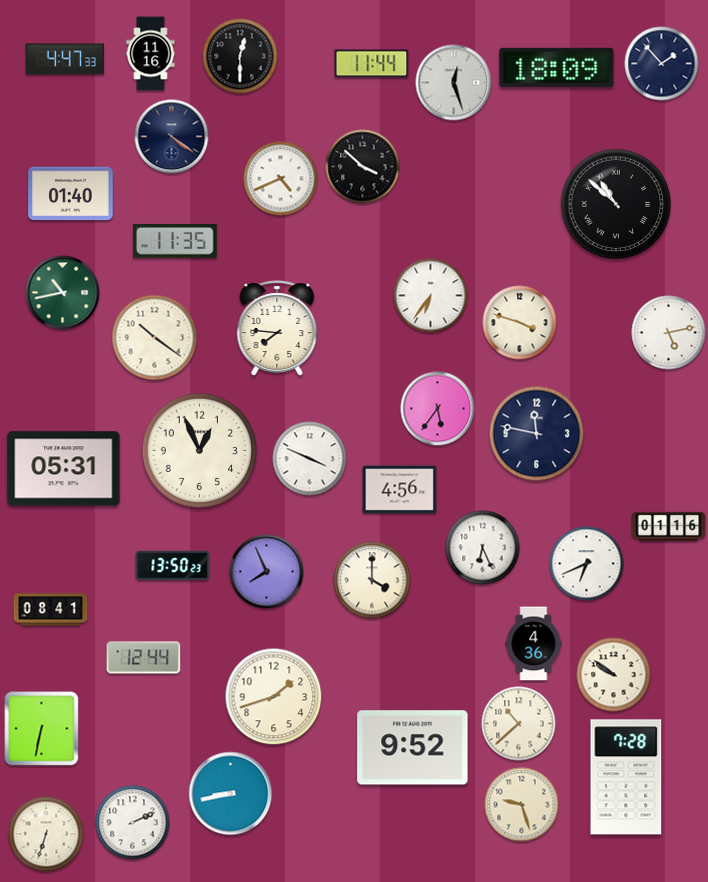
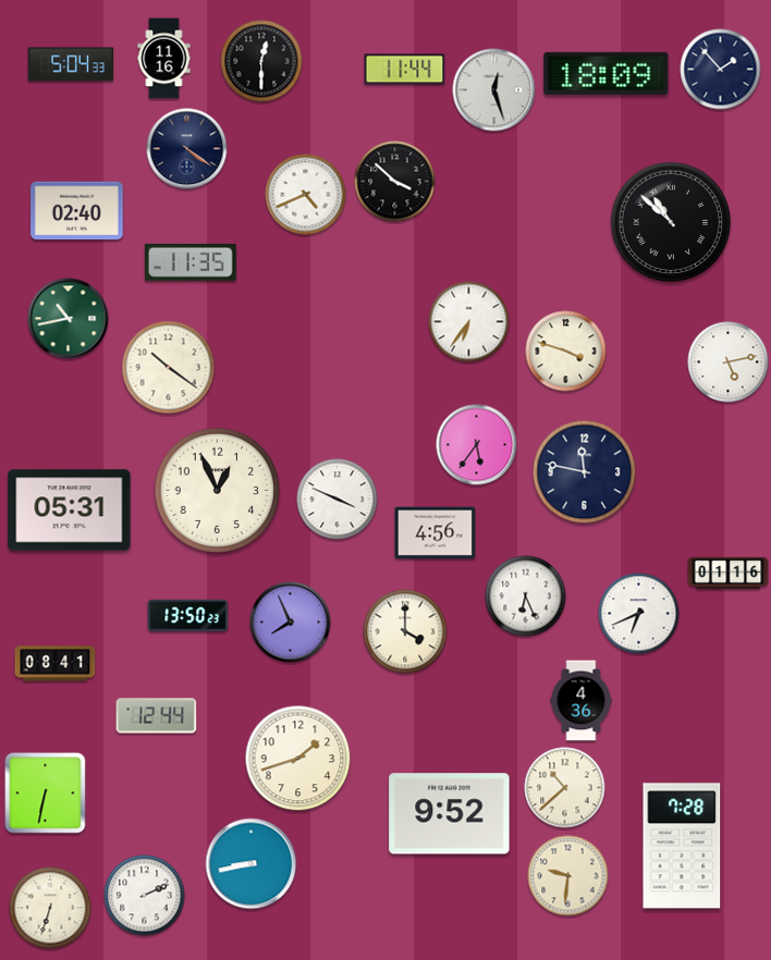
clock at (64, 59): 4:47 -> 5:04
clock at (71, 194): 01:40 -> 02:40
clock at (277, 328): 7:46 -> none
clock at (614, 675): 9:51 -> none
clock at (522, 805): 9:27 -> 9:31
